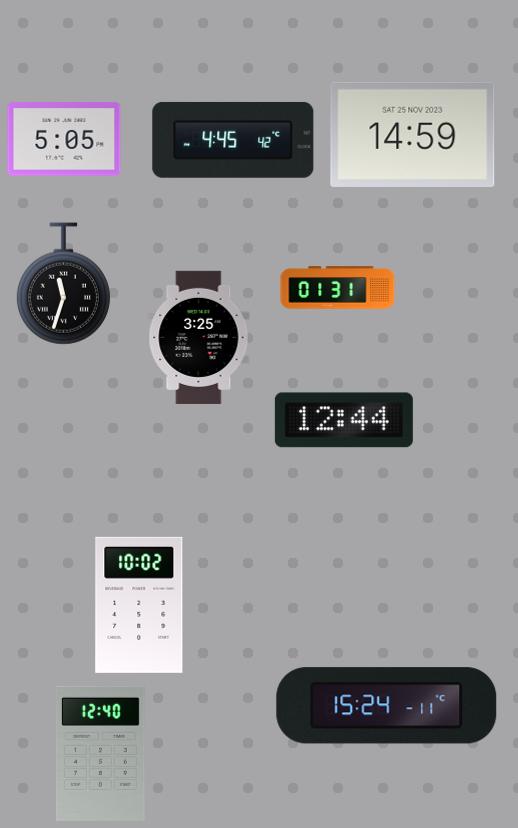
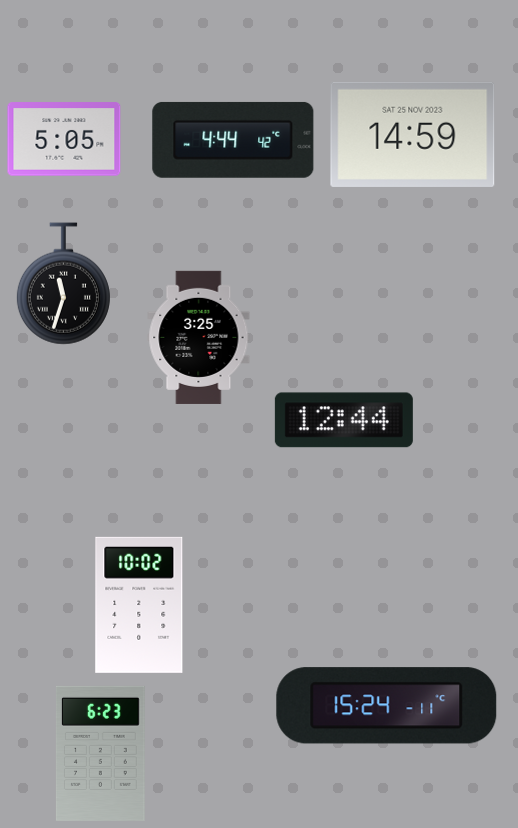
clock at (233, 140): 4:45 -> 4:44
clock at (338, 288): 01:31 -> none
clock at (100, 753): 12:40 -> 6:23
